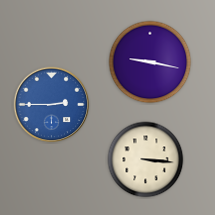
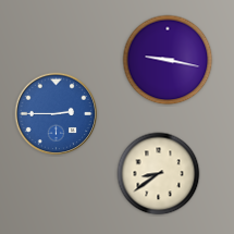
clock at (150, 62) position: (150, 62) -> (168, 60)
clock at (146, 160): 3:16 -> 8:39
